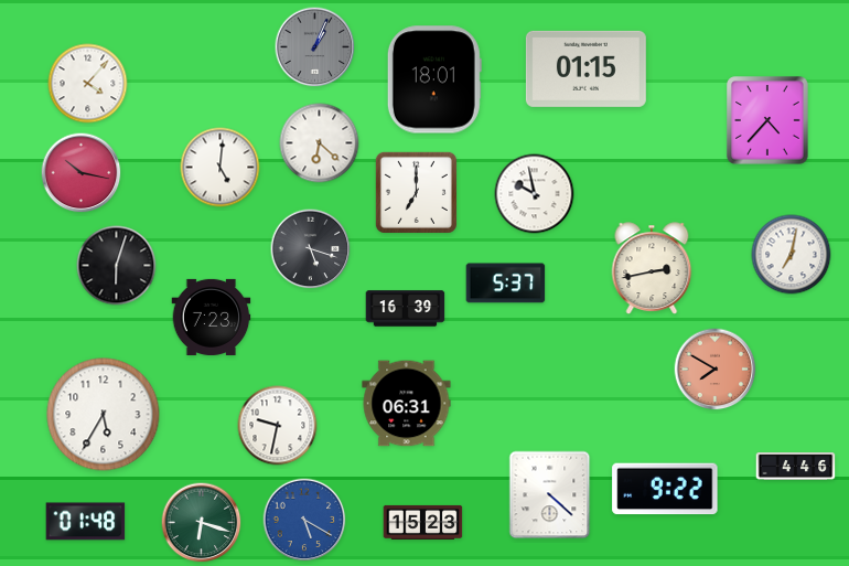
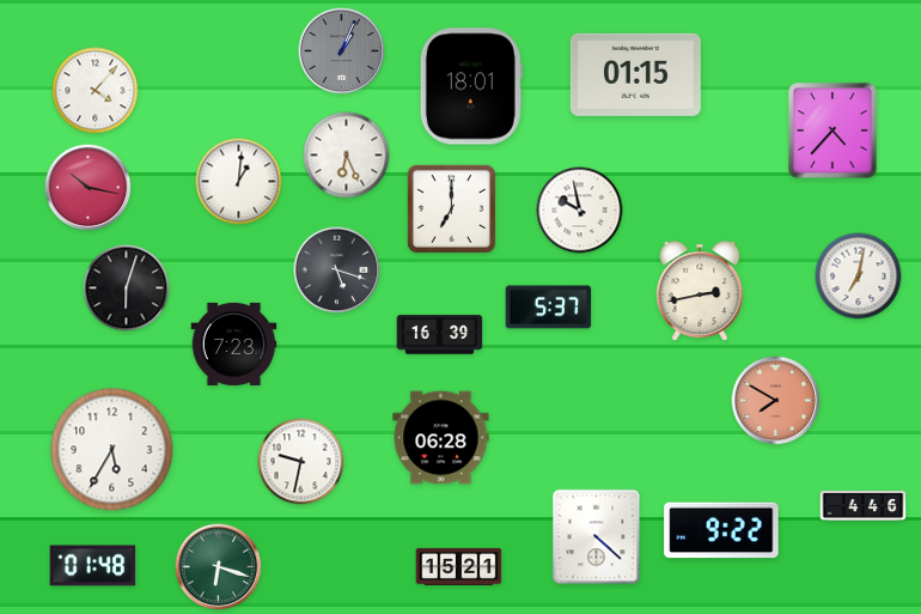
clock at (320, 143): 6:22 -> 6:26
clock at (221, 168): 5:01 -> 1:01
clock at (652, 268) position: (652, 268) -> (700, 291)
clock at (212, 317) position: (212, 317) -> (234, 344)
clock at (407, 404): 06:31 -> 06:28
clock at (304, 520): 5:20 -> none
clock at (423, 522): 15:23 -> 15:21
